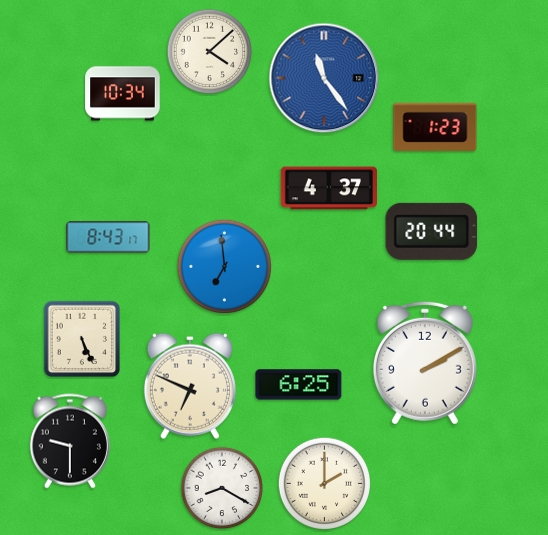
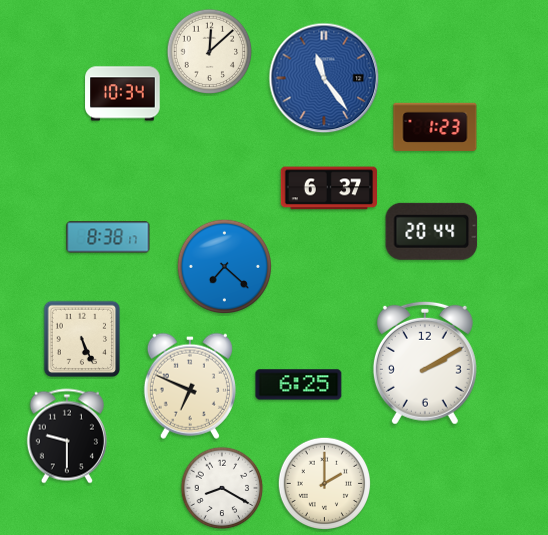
clock at (210, 52): 4:08 -> 12:08
clock at (328, 188): 4:37 -> 6:37
clock at (108, 237): 8:43 -> 8:38
clock at (224, 266): 6:59 -> 7:22
clock at (70, 441) position: (70, 441) -> (67, 436)
